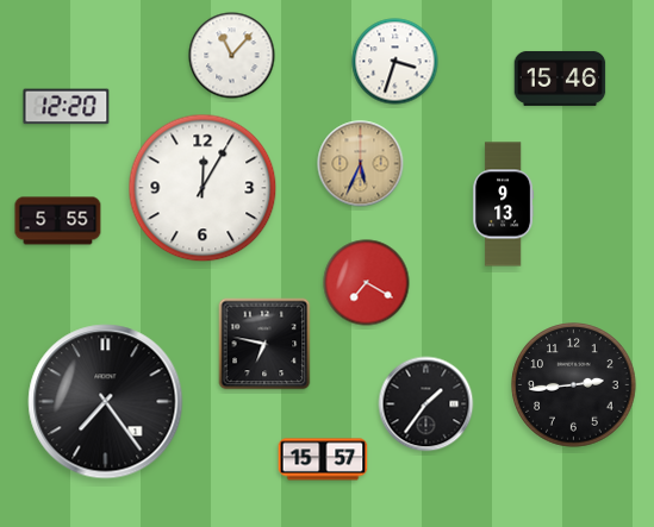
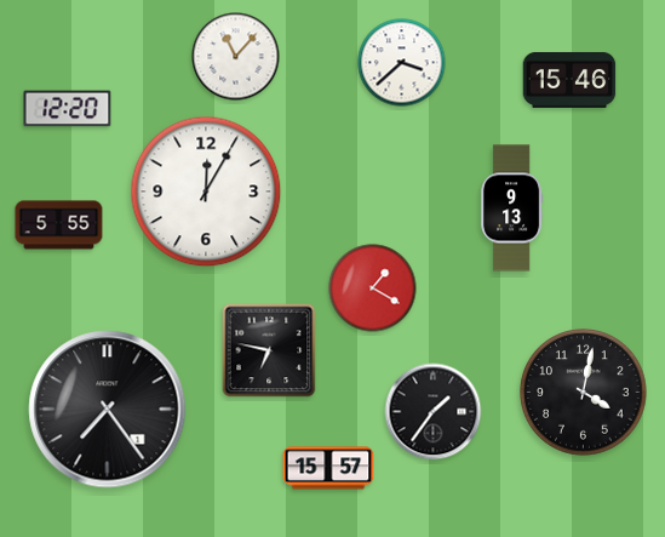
clock at (395, 62): 3:33 -> 3:38
clock at (361, 164): 5:34 -> none
clock at (367, 283): 7:20 -> 1:20
clock at (574, 385): 2:44 -> 4:02
